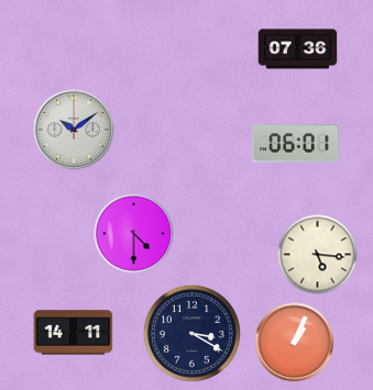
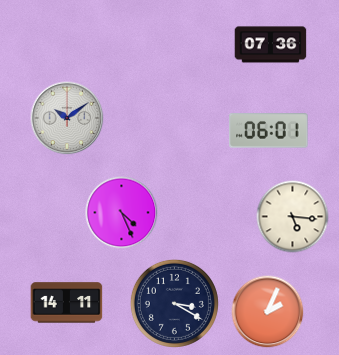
clock at (134, 234): 4:30 -> 4:26
clock at (318, 255) position: (318, 255) -> (293, 217)
clock at (295, 343): 1:04 -> 2:04
